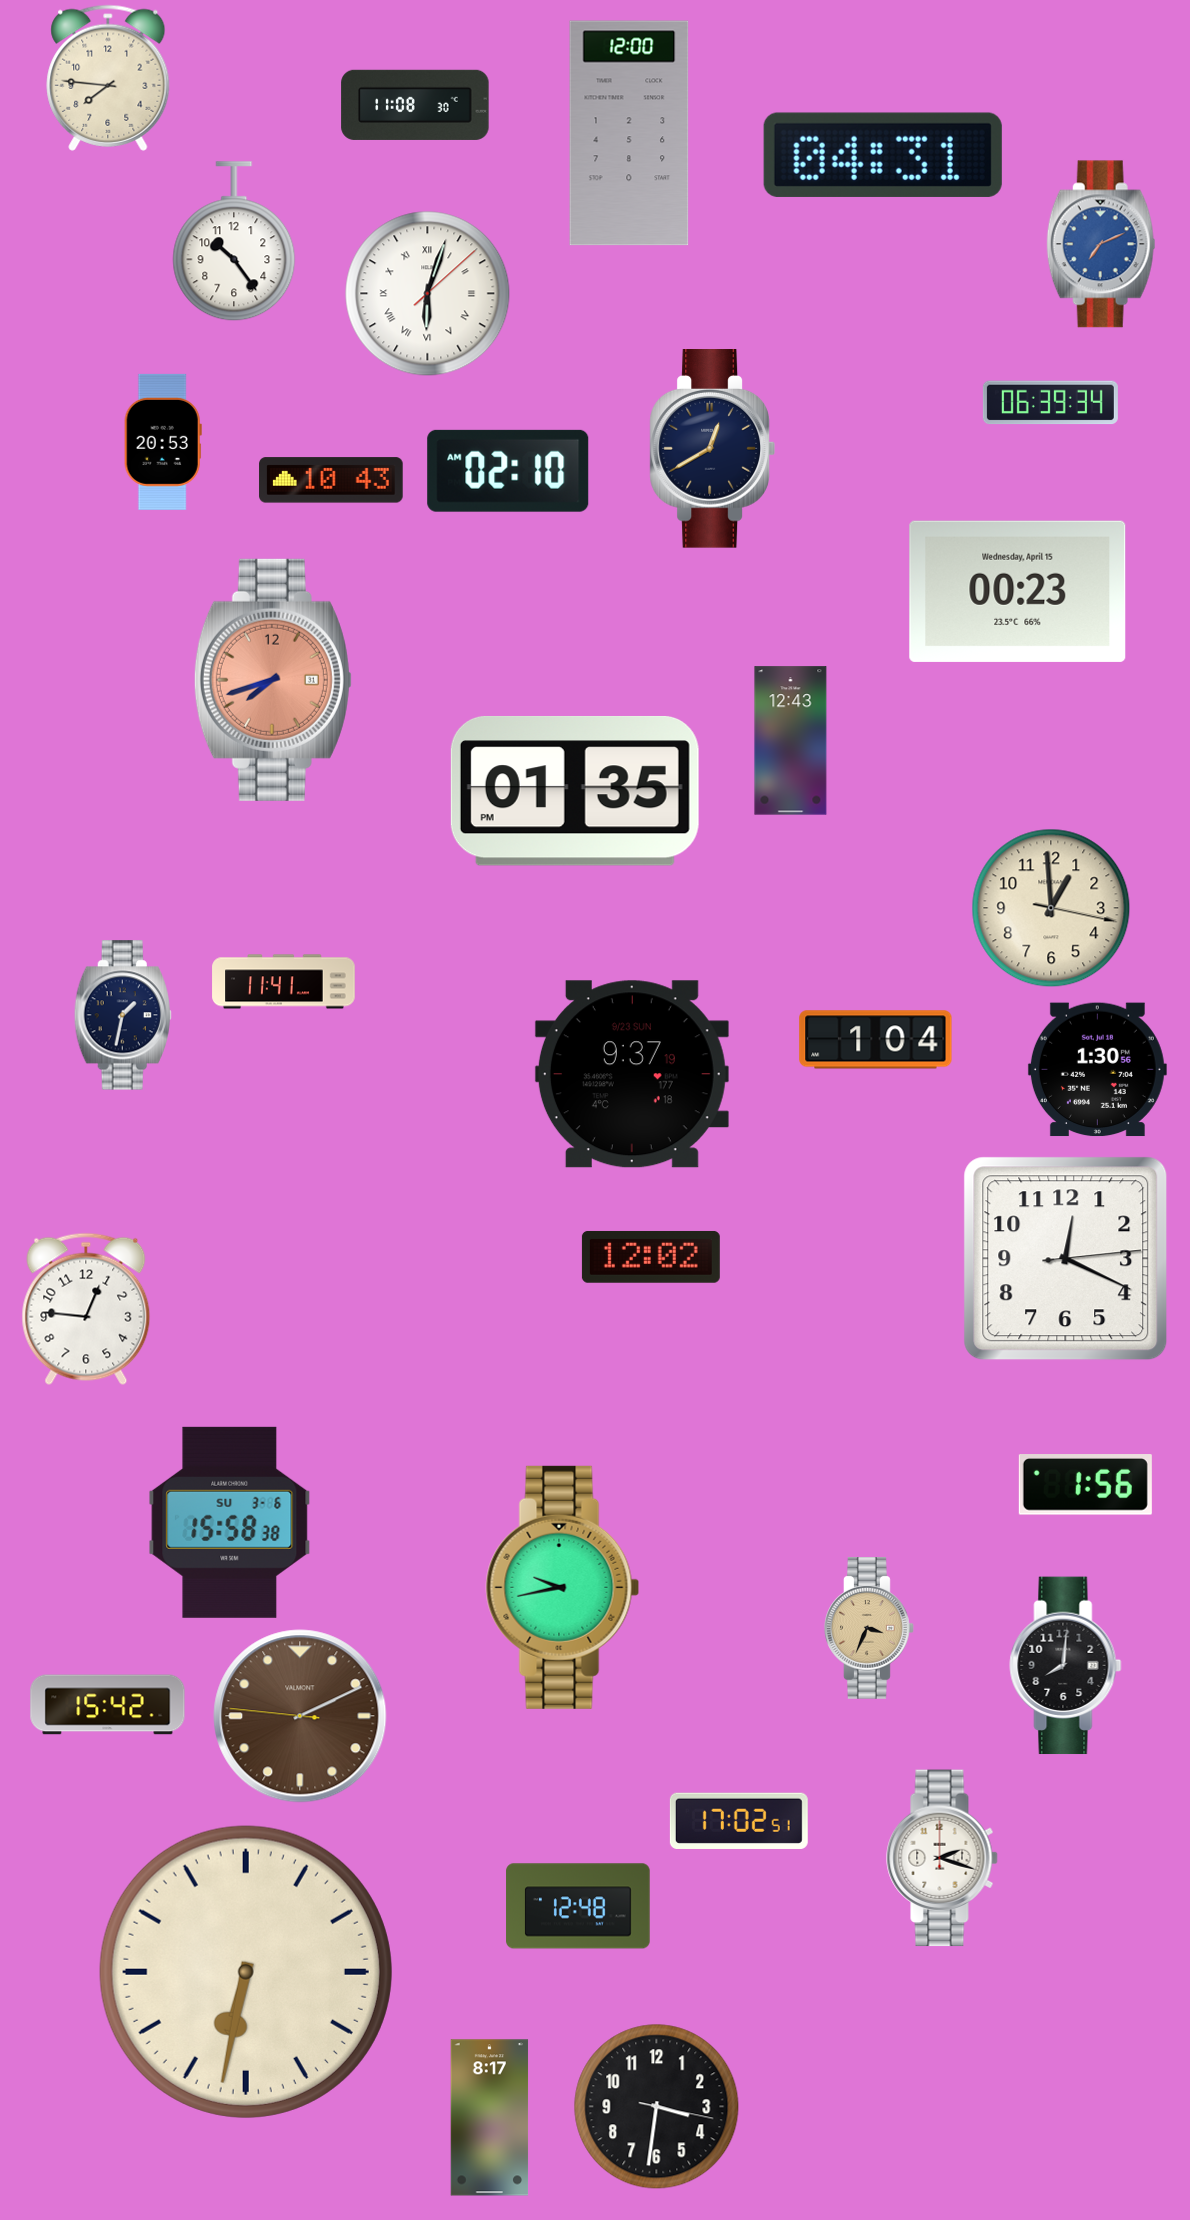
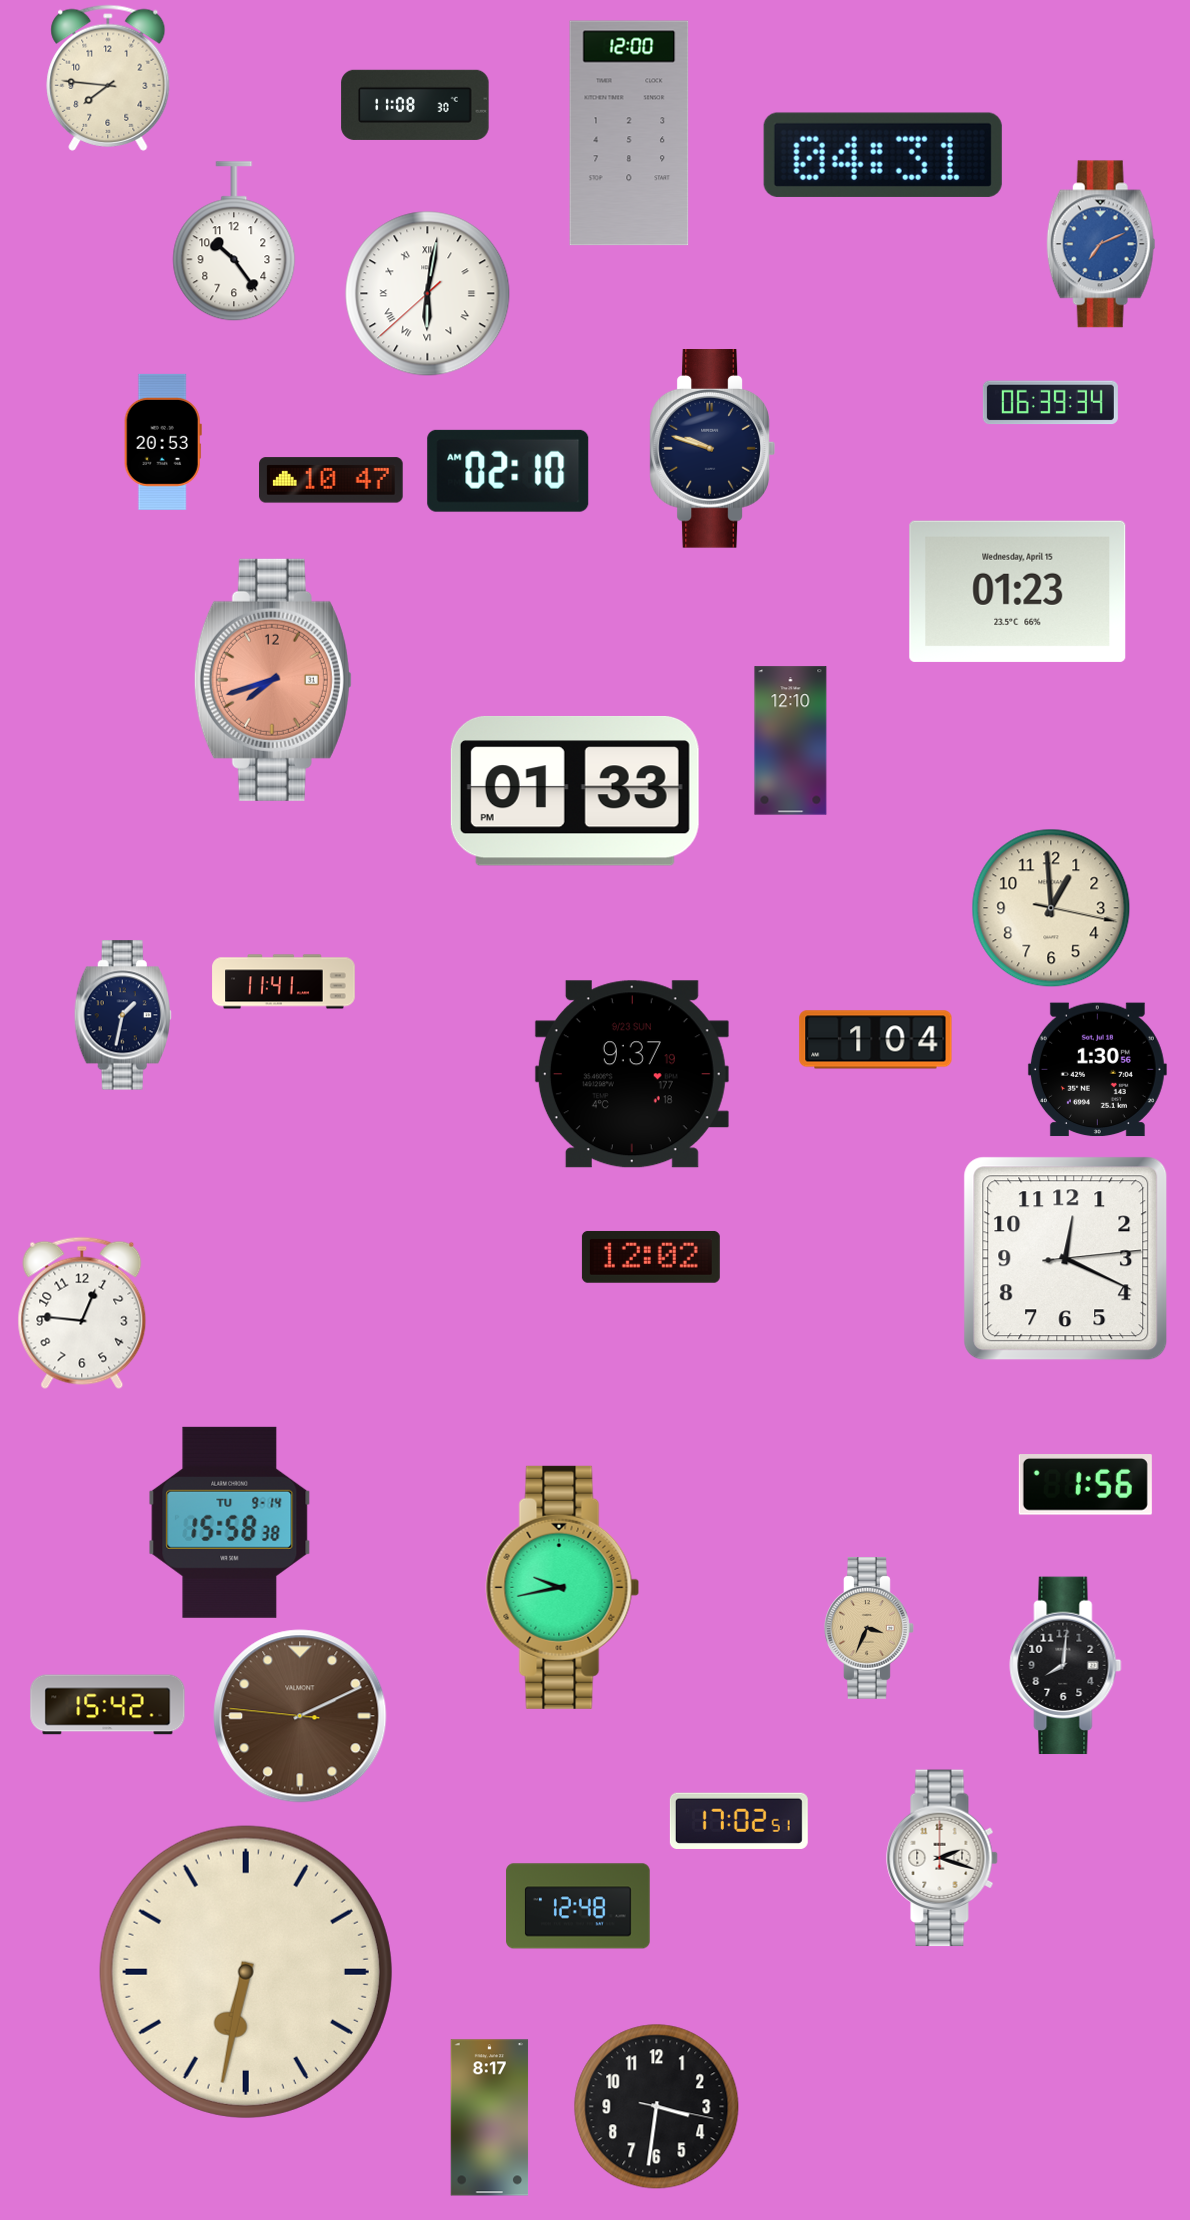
clock at (428, 294): 6:03 -> 6:01
clock at (712, 449): 12:40 -> 9:48
clock at (331, 480): 10:43 -> 10:47
clock at (1018, 591): 00:23 -> 01:23
clock at (791, 741): 12:43 -> 12:10
clock at (575, 791): 01:35 -> 01:33
clock at (86, 1309) position: (86, 1309) -> (82, 1313)
clock at (230, 1522) date: SU 3-6 -> TU 9-14
